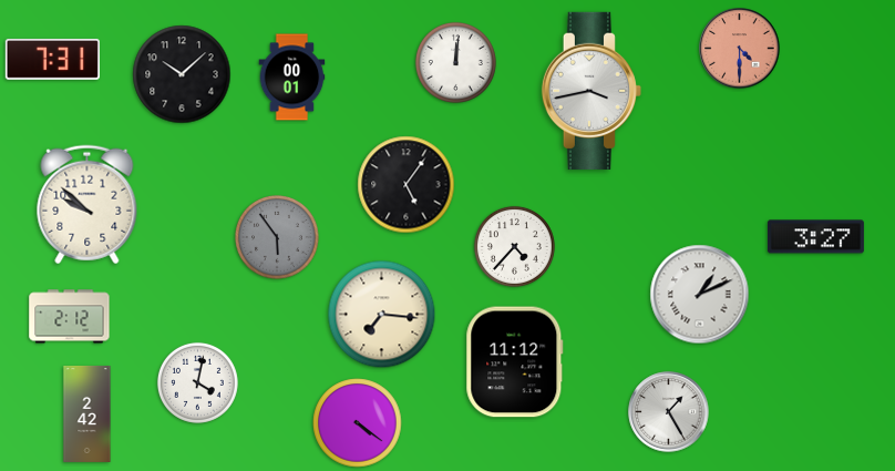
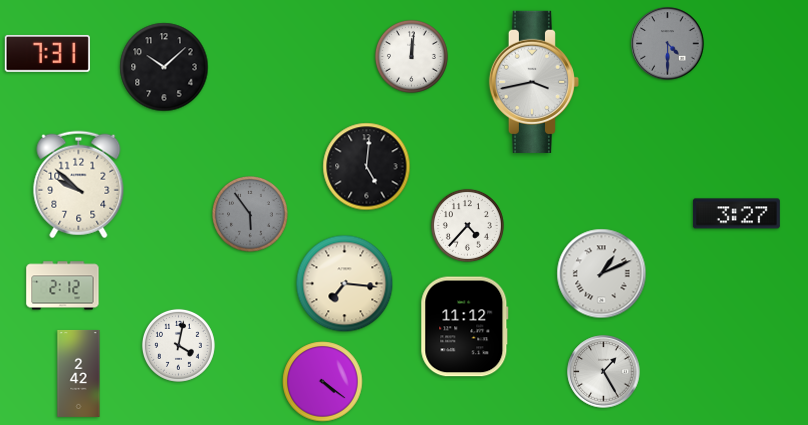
clock at (740, 49) dial: salmon -> grey
clock at (292, 78): 00:01 -> none
clock at (407, 185): 5:06 -> 5:01
clock at (514, 246) position: (514, 246) -> (467, 225)
clock at (700, 295) position: (700, 295) -> (602, 274)
